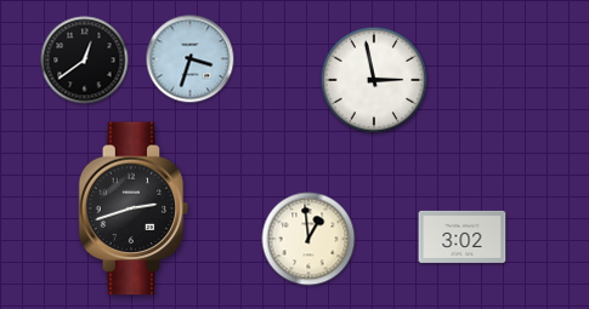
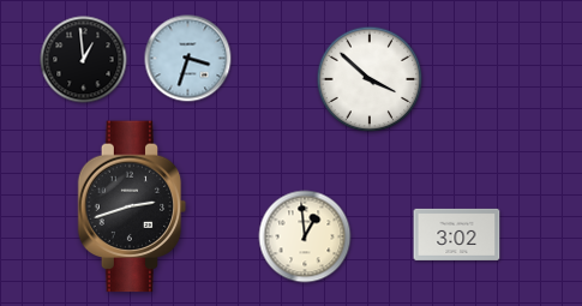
clock at (85, 61): 12:39 -> 12:59
clock at (374, 80): 2:58 -> 3:52
